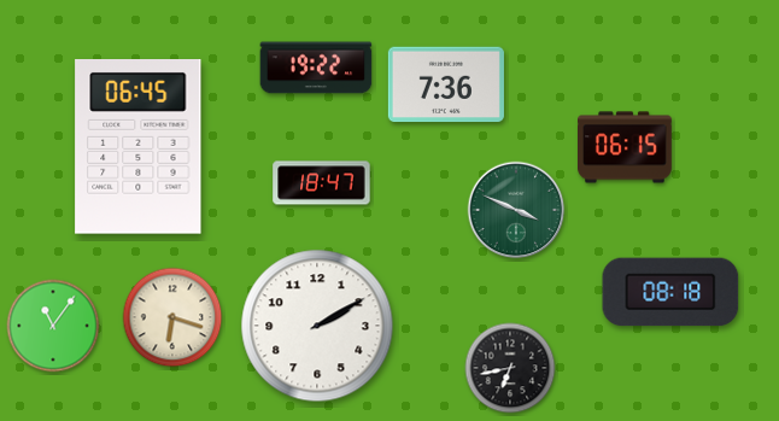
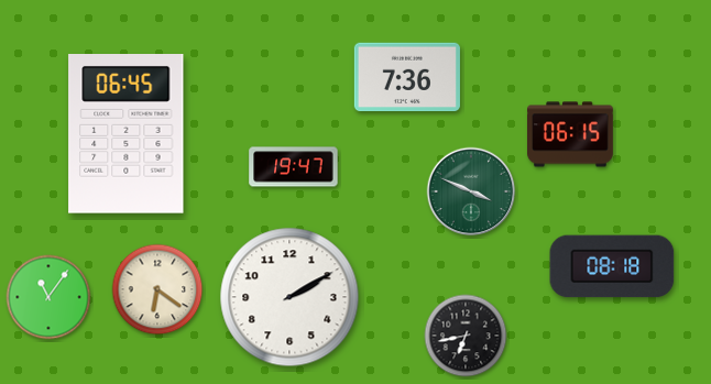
clock at (316, 68): 19:22 -> none
clock at (322, 183): 18:47 -> 19:47
clock at (172, 317): 6:18 -> 6:21
